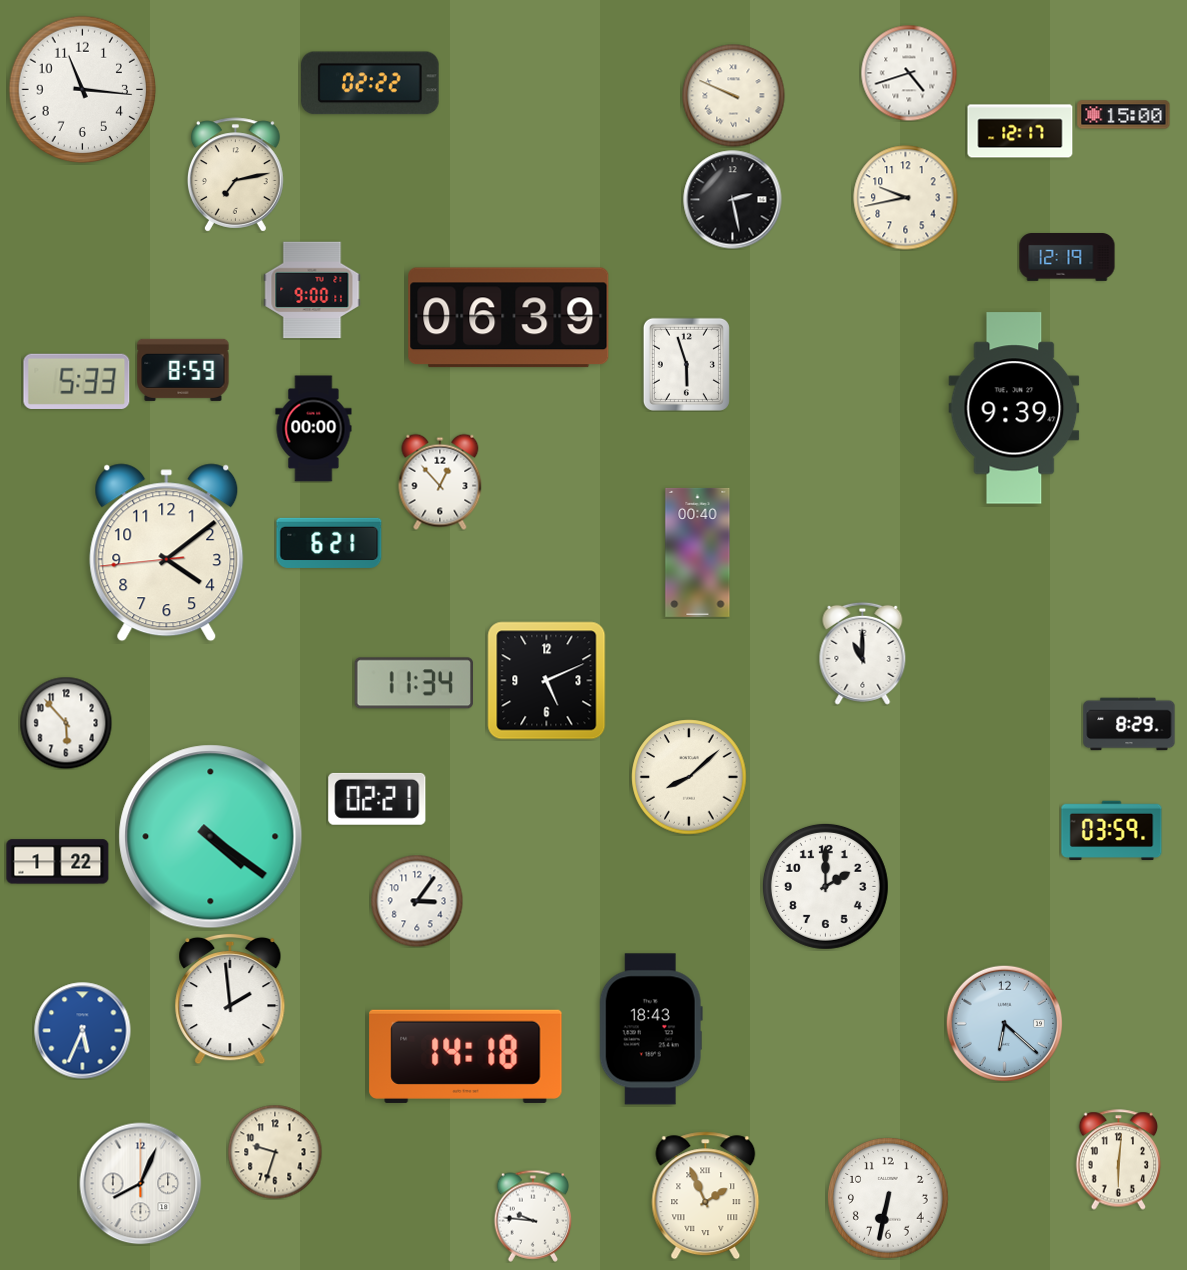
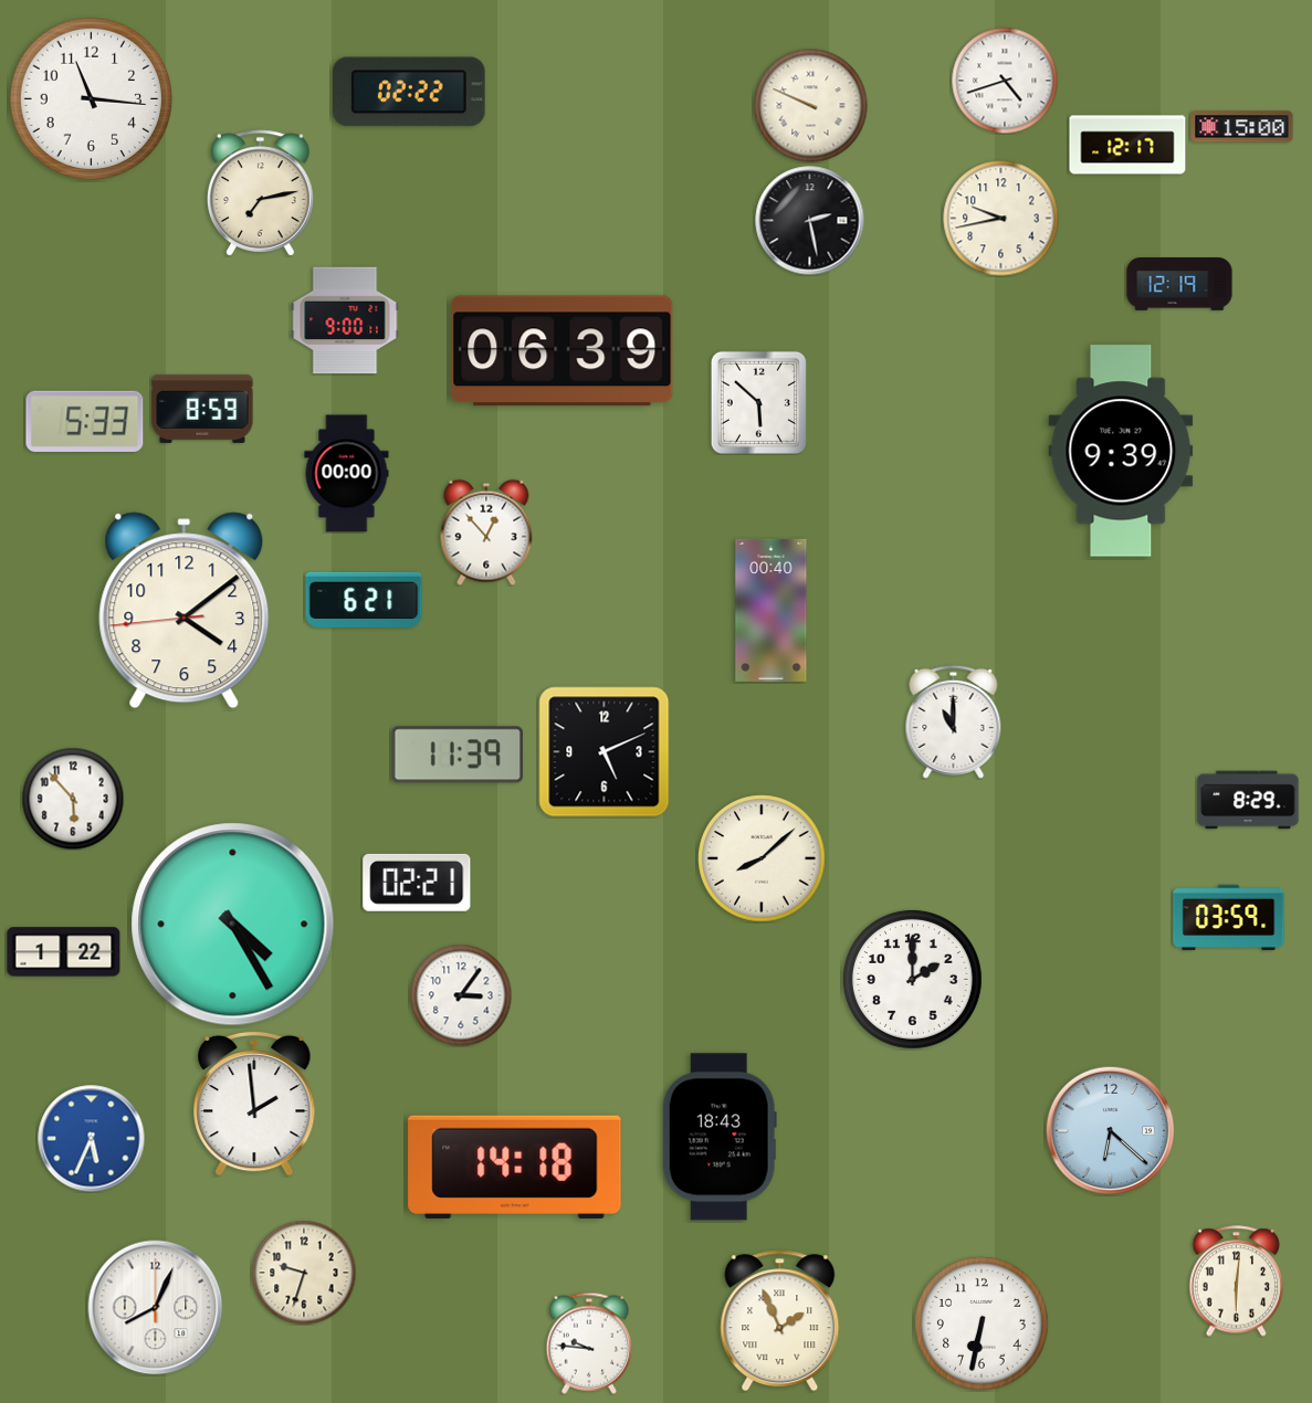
clock at (686, 364): 5:57 -> 5:52
clock at (413, 683): 11:34 -> 11:39
clock at (211, 837): 4:21 -> 4:25
